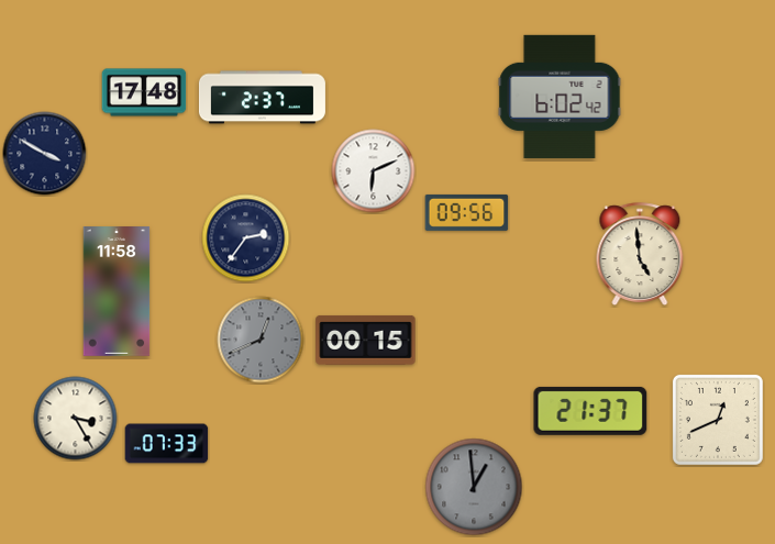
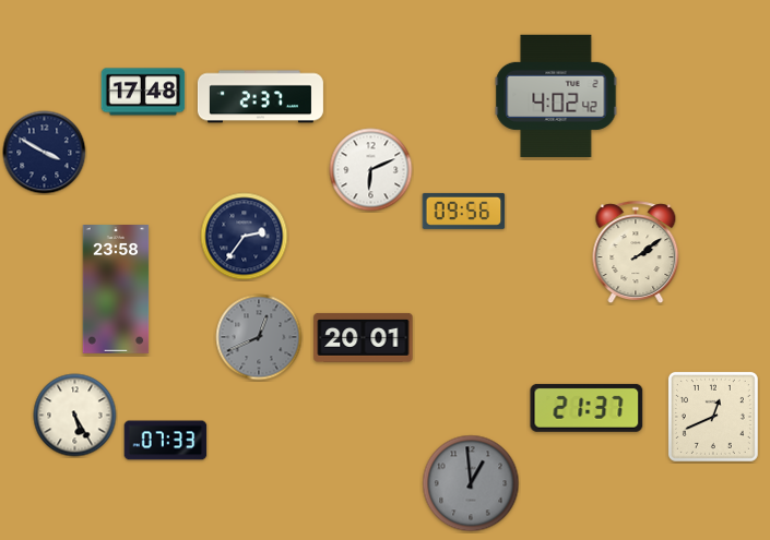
clock at (560, 97): 6:02 -> 4:02
clock at (640, 254): 4:59 -> 2:09
clock at (117, 292): 11:58 -> 23:58
clock at (366, 341): 00:15 -> 20:01
clock at (76, 419): 3:25 -> 5:25
